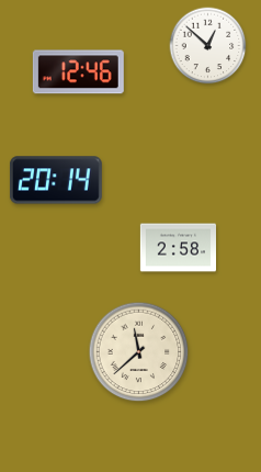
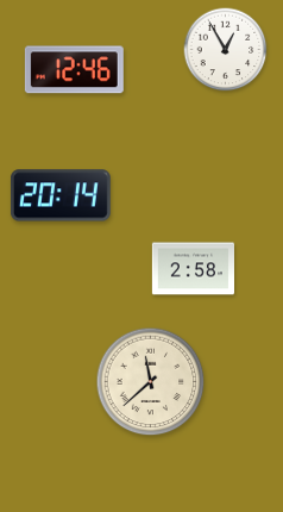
clock at (208, 46): 12:52 -> 12:55
clock at (78, 72) position: (78, 72) -> (74, 70)
